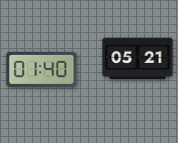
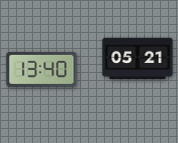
clock at (42, 69): 01:40 -> 13:40
